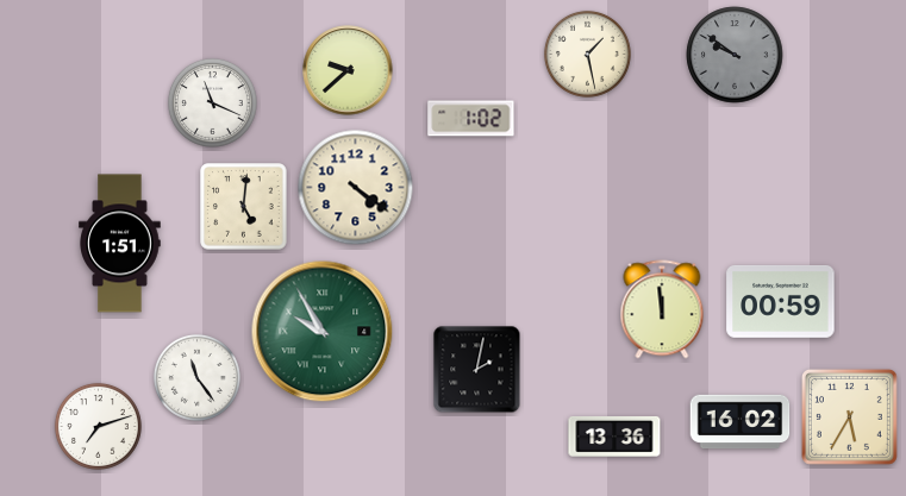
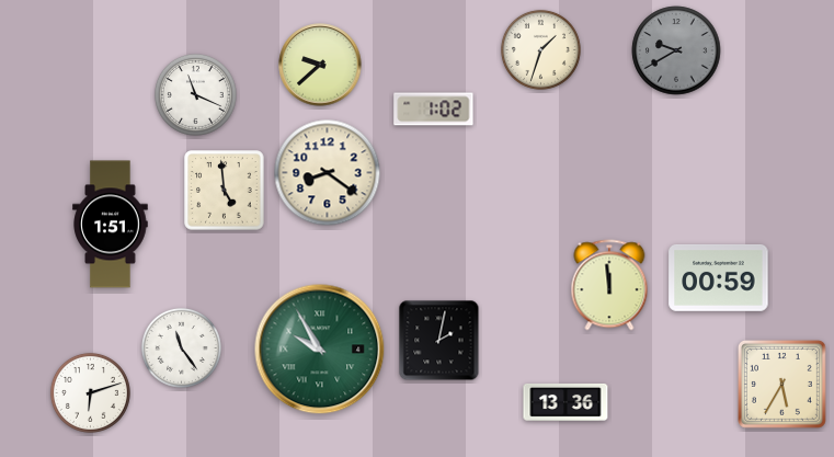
clock at (587, 54): 1:28 -> 1:33
clock at (735, 55): 9:51 -> 9:40
clock at (356, 188): 4:21 -> 8:21
clock at (244, 207): 5:01 -> 4:59
clock at (323, 332) position: (323, 332) -> (320, 350)
clock at (741, 422): 16:02 -> none
clock at (98, 426): 7:12 -> 6:12
